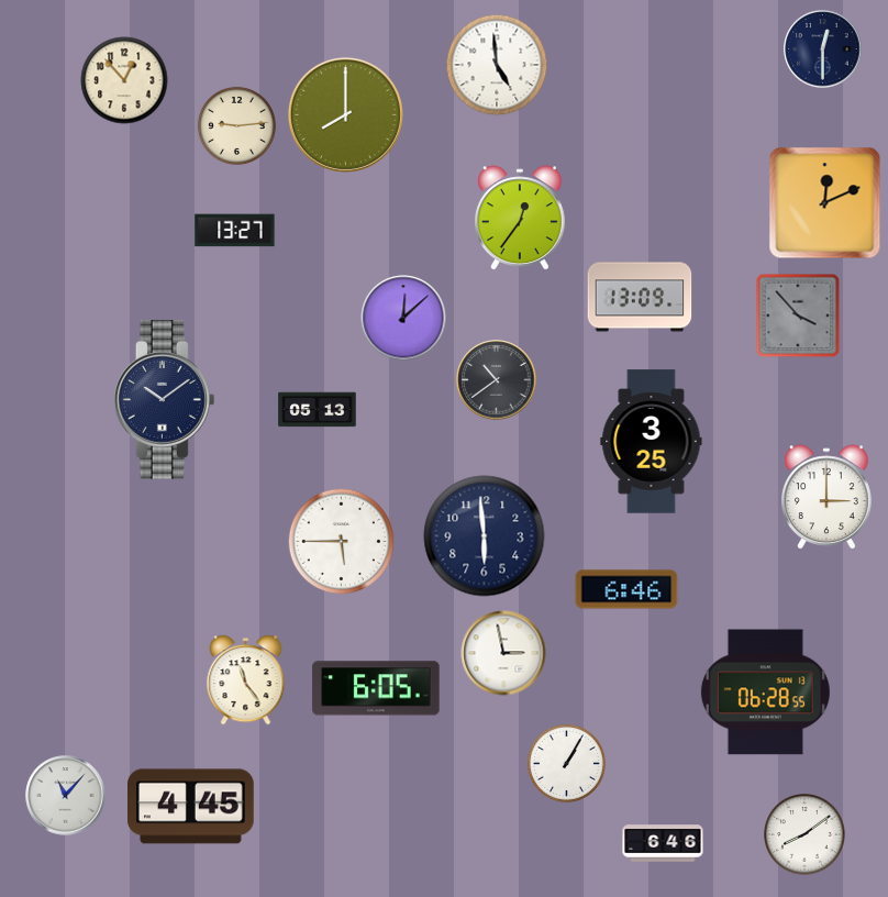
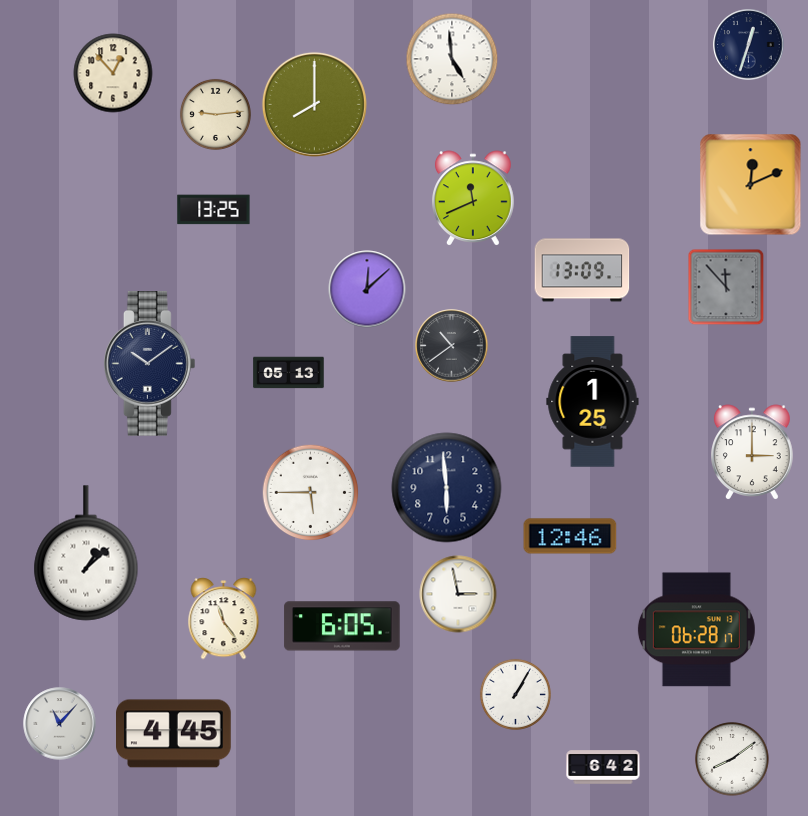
clock at (823, 49): 12:30 -> 12:33
clock at (521, 218): 12:36 -> 11:41
clock at (235, 231): 13:27 -> 13:25
clock at (798, 315): 3:53 -> 11:53
clock at (652, 442): 3:25 -> 1:25
clock at (485, 536) position: (485, 536) -> (447, 488)
clock at (626, 589): 6:46 -> 12:46
clock at (86, 553): none -> 1:08
clock at (765, 693): 06:28:55 -> 06:28:17
clock at (663, 843): 6:46 -> 6:42
